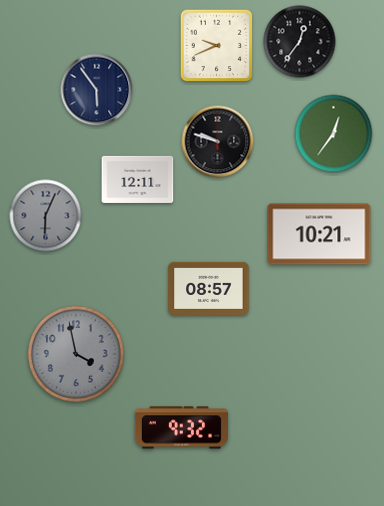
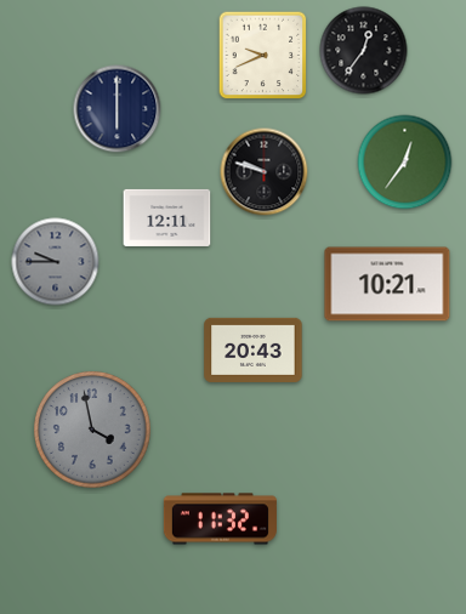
clock at (97, 90): 5:54 -> 6:00
clock at (46, 216): 6:04 -> 9:45
clock at (209, 288): 08:57 -> 20:43
clock at (181, 428): 9:32 -> 11:32
